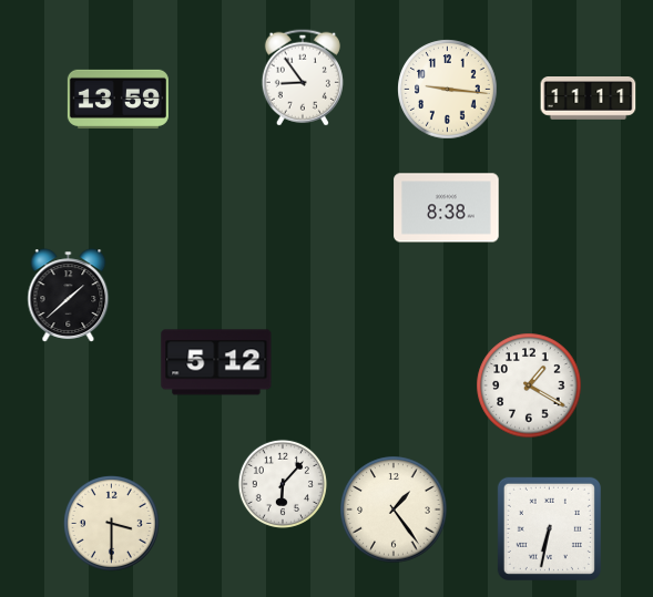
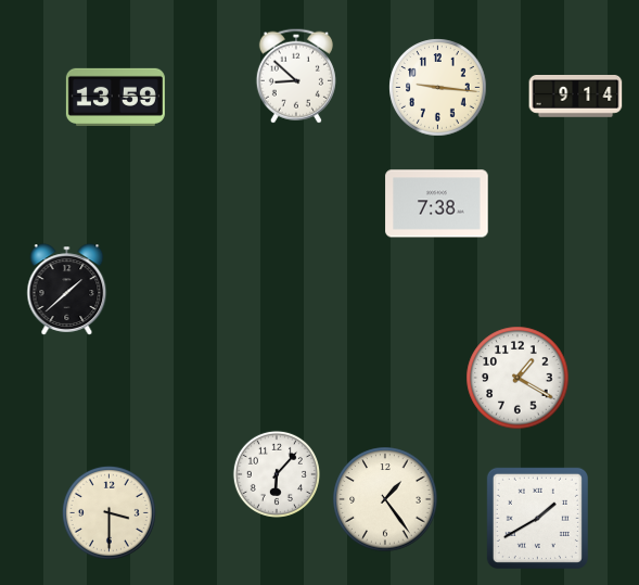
clock at (303, 78): 8:54 -> 8:52
clock at (589, 99): 11:11 -> 9:14
clock at (447, 208): 8:38 -> 7:38
clock at (216, 362): 5:12 -> none
clock at (549, 528): 6:32 -> 1:40
